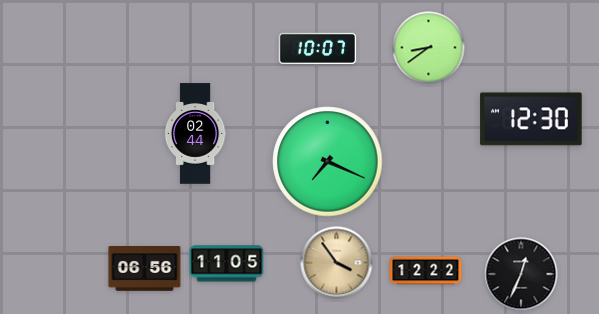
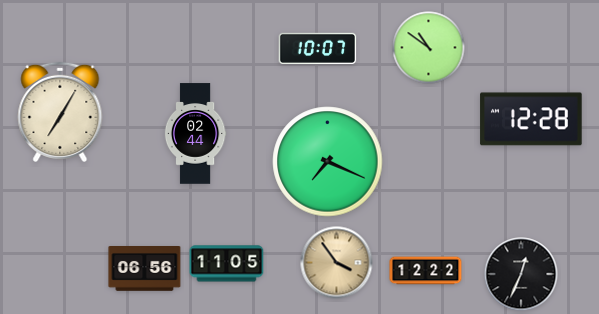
clock at (429, 48): 8:39 -> 10:51
clock at (60, 112): none -> 7:05
clock at (531, 119): 12:30 -> 12:28
